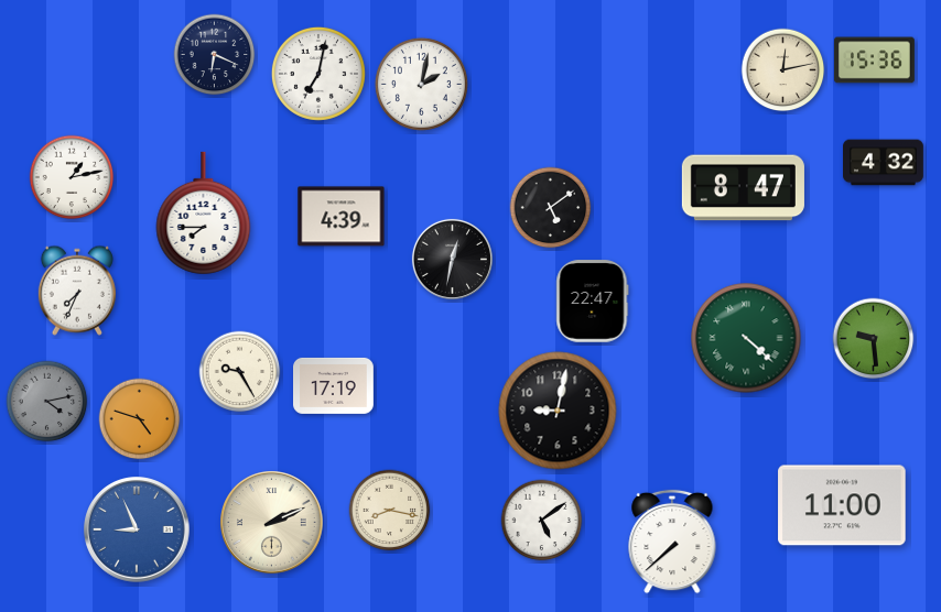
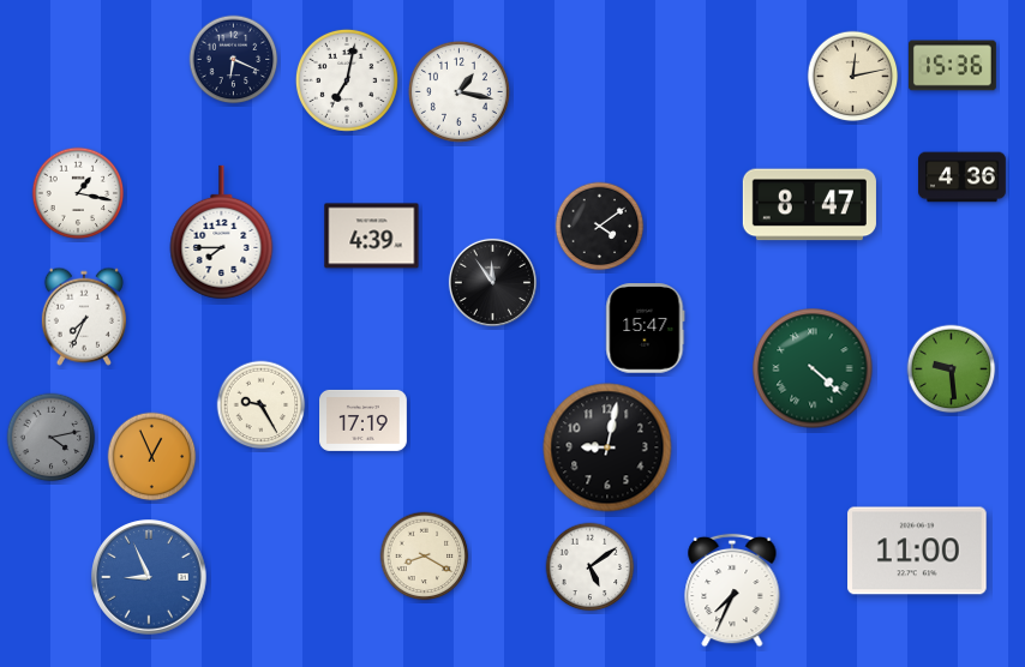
clock at (421, 84): 2:02 -> 1:17
clock at (884, 163): 4:32 -> 4:36
clock at (72, 177): 1:13 -> 1:17
clock at (551, 208): 5:09 -> 4:09
clock at (452, 259): 12:32 -> 11:54
clock at (593, 302): 22:47 -> 15:47
clock at (140, 419): 4:48 -> 12:56
clock at (390, 511): 8:17 -> 8:20
clock at (272, 523): 2:11 -> none
clock at (672, 542): 7:38 -> 7:34
